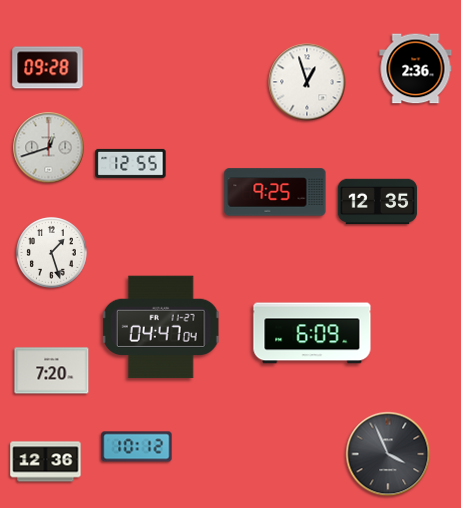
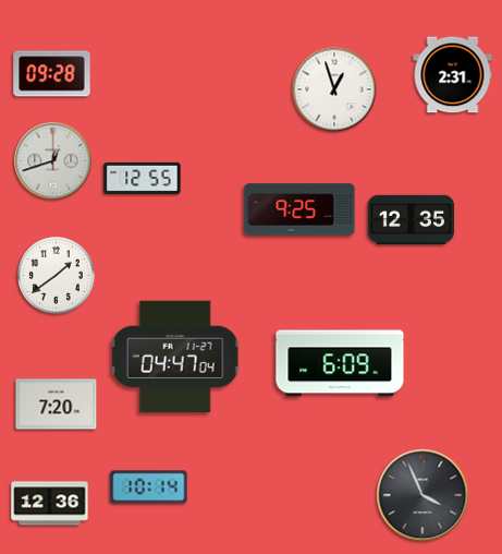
clock at (416, 69): 2:36 -> 2:31
clock at (52, 253): 1:27 -> 1:39
clock at (137, 447): 10:12 -> 10:14
